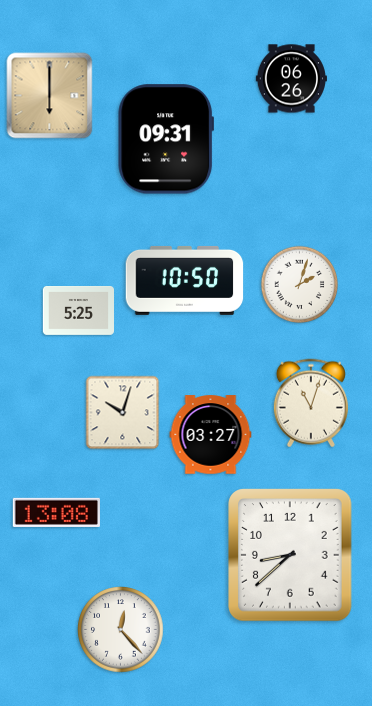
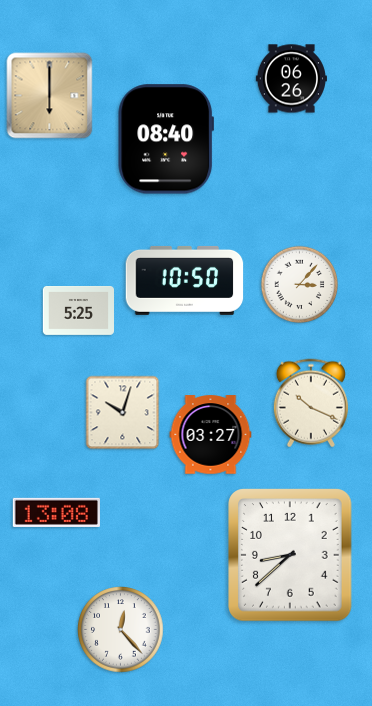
clock at (165, 139): 09:31 -> 08:40
clock at (300, 285): 2:03 -> 3:07
clock at (311, 403): 11:03 -> 10:19
